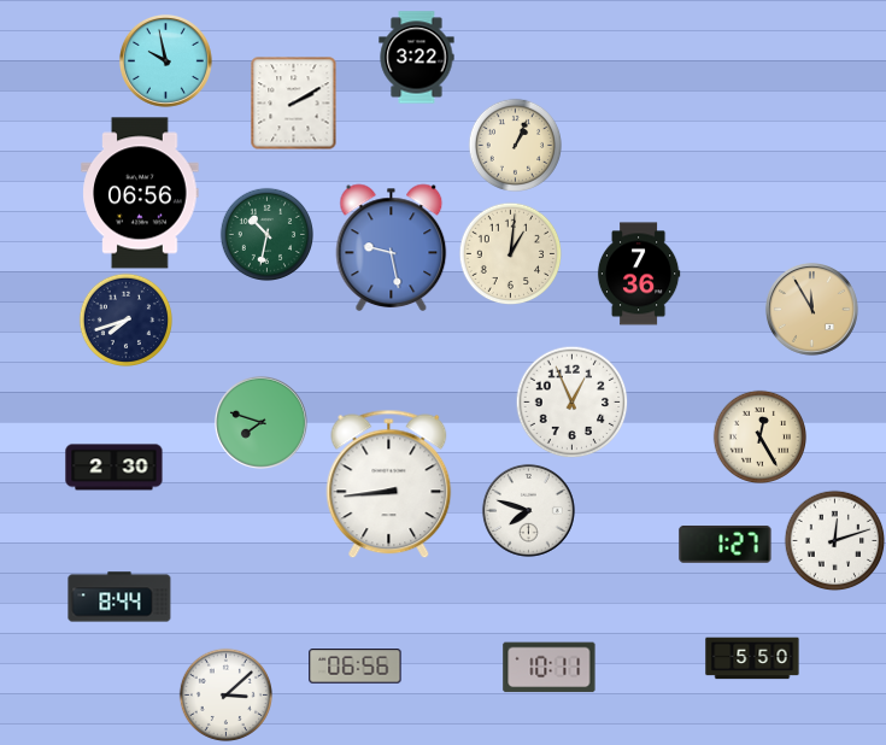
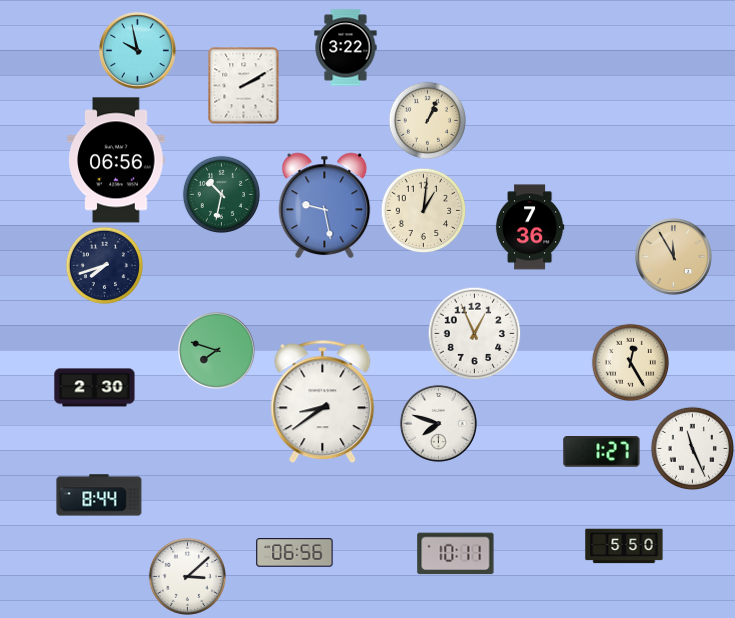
clock at (389, 485): 8:44 -> 8:39
clock at (834, 540): 12:12 -> 11:26
